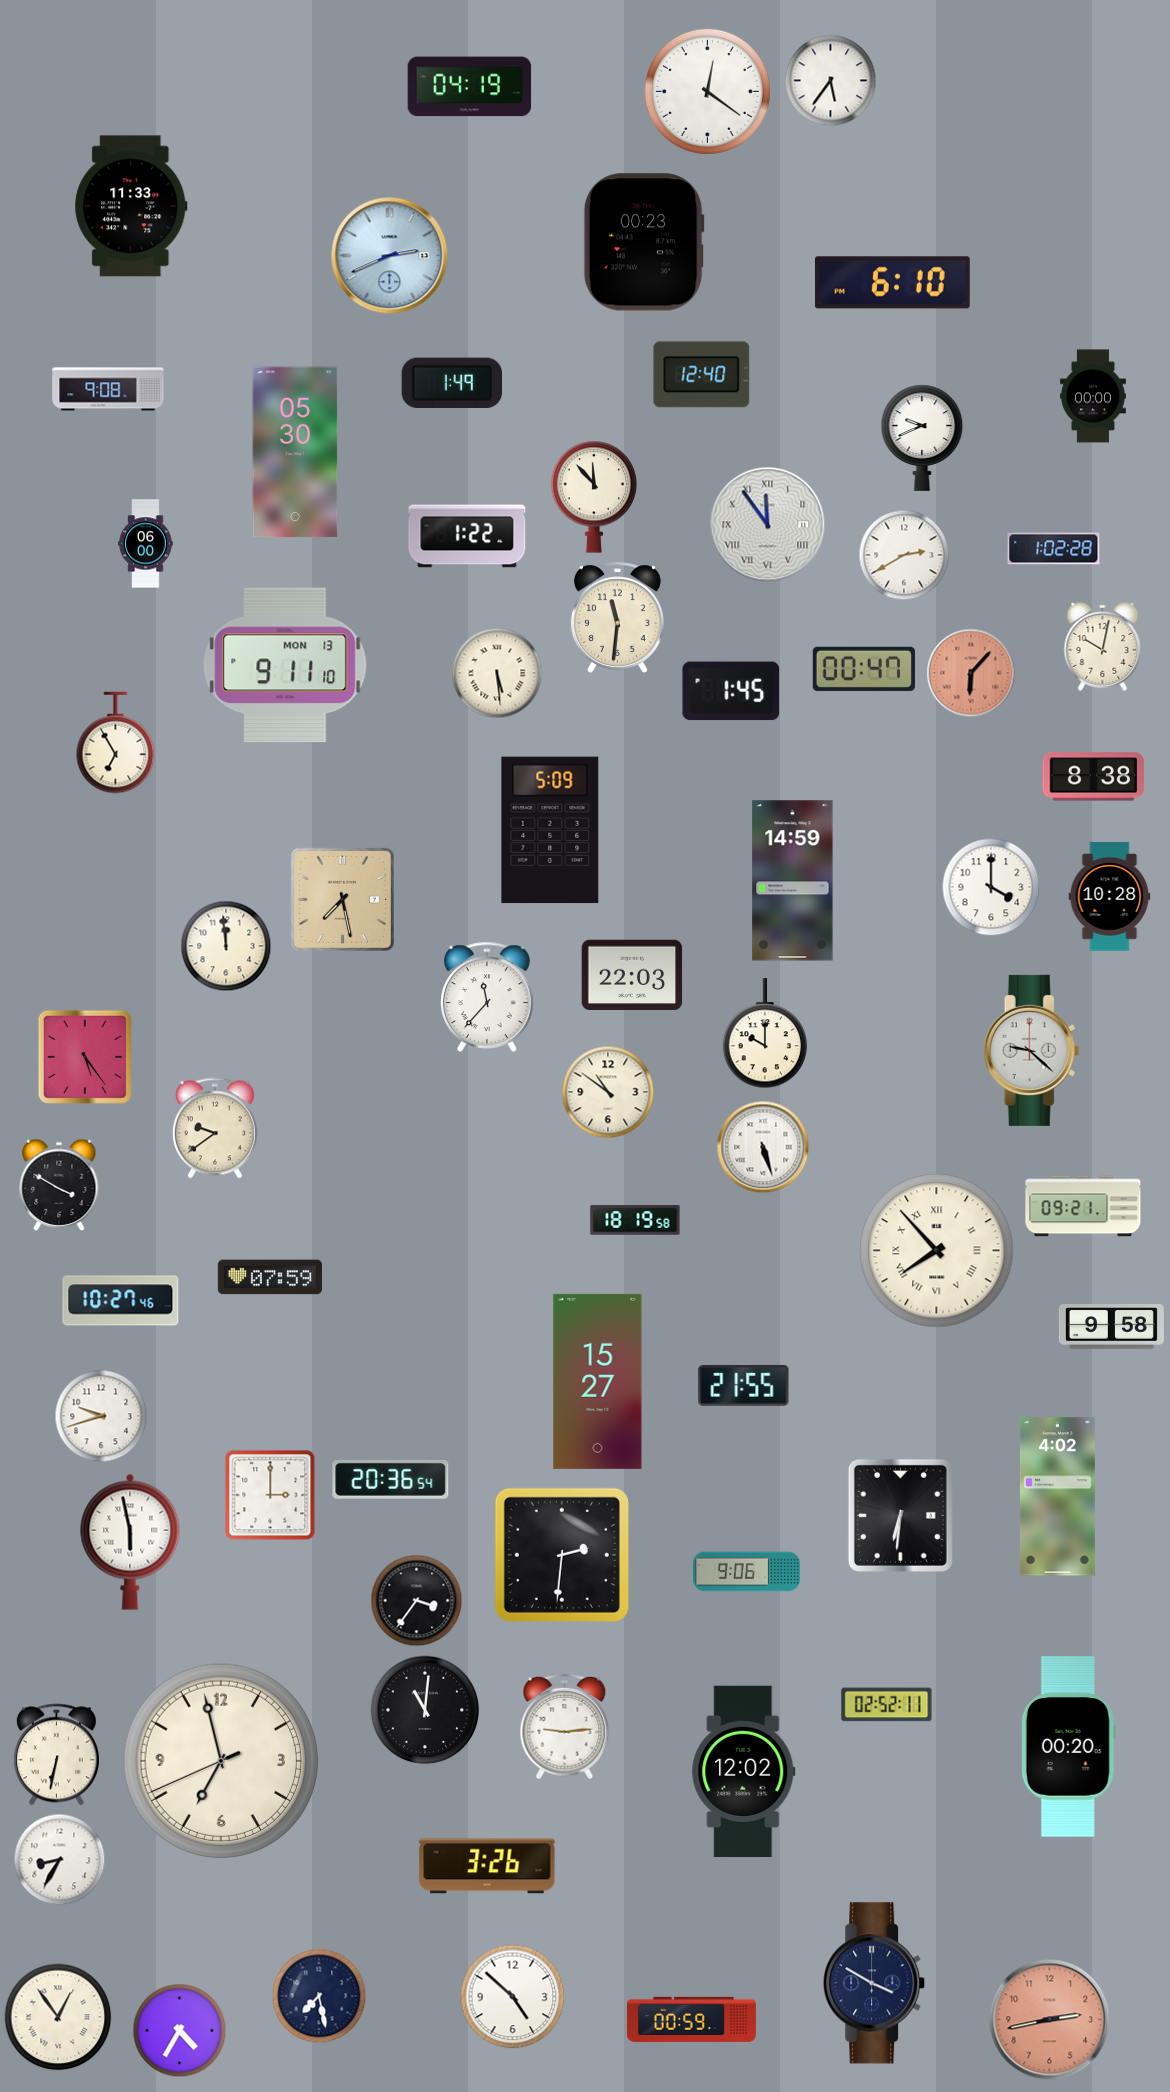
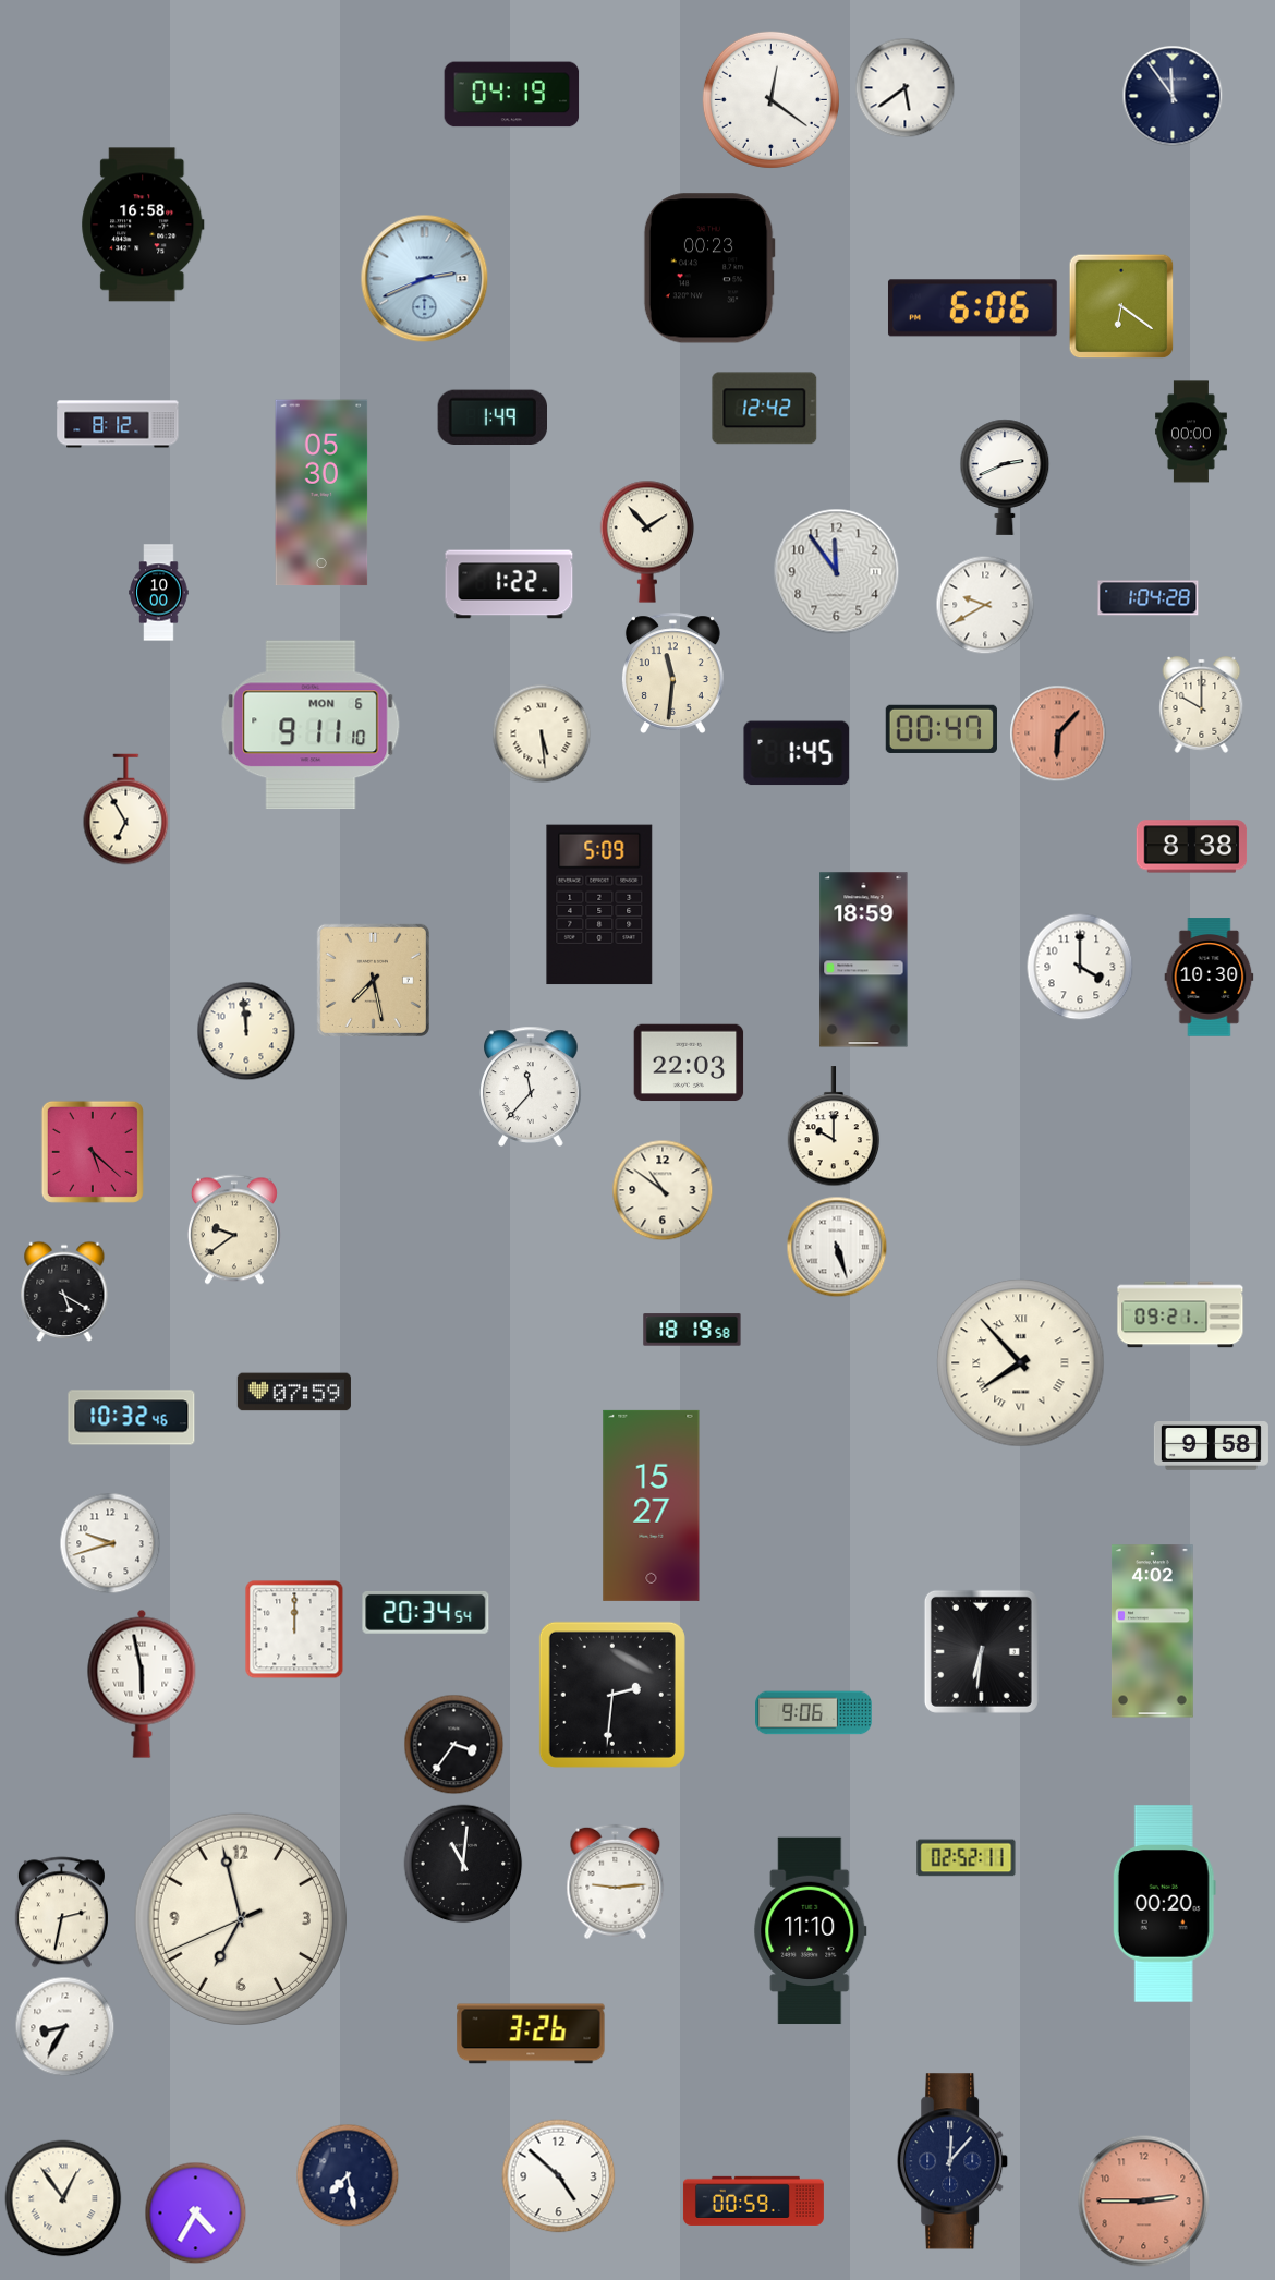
clock at (831, 81): 5:36 -> 5:39
clock at (1173, 96): none -> 11:54
clock at (131, 206): 11:33 -> 16:58
clock at (644, 242) position: (644, 242) -> (709, 268)
clock at (1121, 306): none -> 6:21
clock at (893, 283): 6:10 -> 6:06
clock at (702, 375): 12:40 -> 12:42
clock at (108, 389): 9:08 -> 8:12
clock at (922, 438): 9:41 -> 2:41
clock at (594, 497): 11:53 -> 1:53
clock at (768, 525) numerals: Roman -> Arabic
clock at (146, 544): 06:00 -> 10:00
clock at (1054, 549): 1:02 -> 1:04
clock at (904, 555): 2:40 -> 9:40
clock at (1103, 646): 10:02 -> 10:00
clock at (285, 665) date: MON 13 -> MON 6
clock at (793, 881): 14:59 -> 18:59
clock at (1110, 897): 10:28 -> 10:30
clock at (1032, 1050): 9:22 -> none
clock at (85, 1057): 5:24 -> 5:22
clock at (763, 1147) position: (763, 1147) -> (837, 1247)
clock at (59, 1185): 3:50 -> 5:20
clock at (121, 1301): 10:27 -> 10:32
clock at (744, 1385): 21:55 -> none
clock at (391, 1479): 20:36 -> 20:34
clock at (270, 1495): 3:00 -> 12:00
clock at (130, 1542) position: (130, 1542) -> (142, 1684)
clock at (56, 1755): 6:32 -> 2:32
clock at (744, 1772): 12:02 -> 11:10
clock at (875, 1983): 3:50 -> 12:07
clock at (1050, 2020): 2:43 -> 2:45
